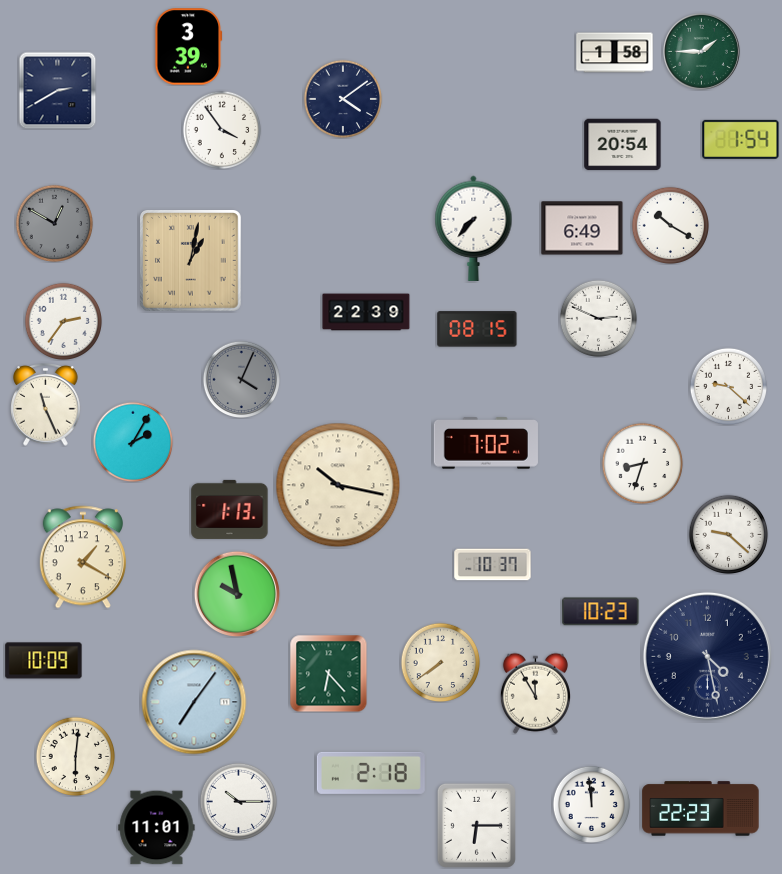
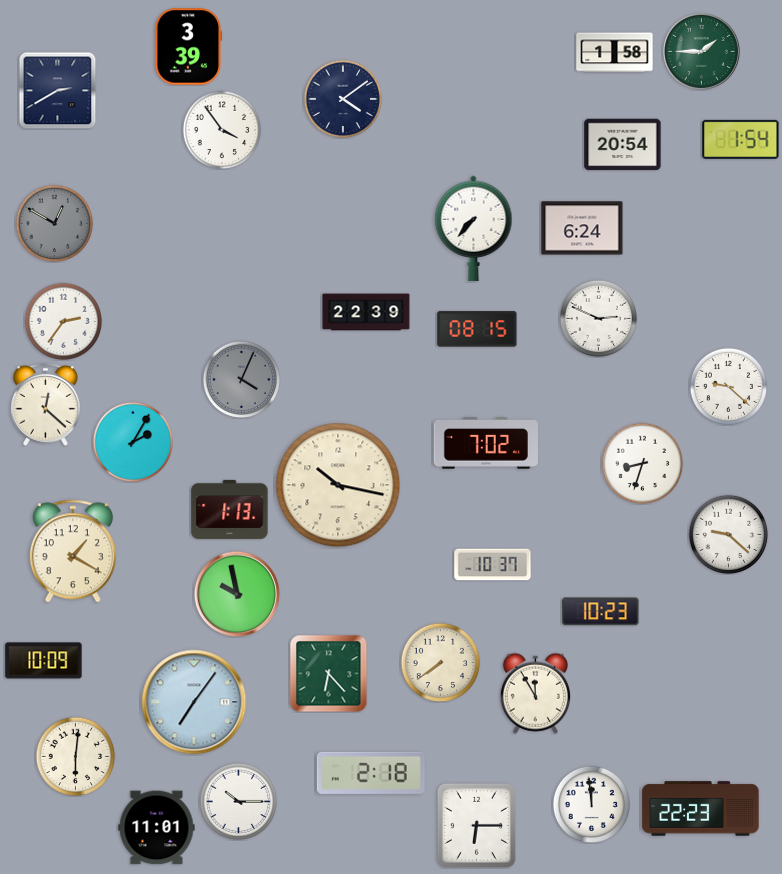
clock at (670, 225): 10:20 -> none
clock at (582, 228): 6:49 -> 6:24
clock at (191, 261): 1:02 -> none
clock at (46, 405): 11:26 -> 12:22
clock at (83, 557) position: (83, 557) -> (73, 551)
clock at (707, 656): 4:28 -> none
